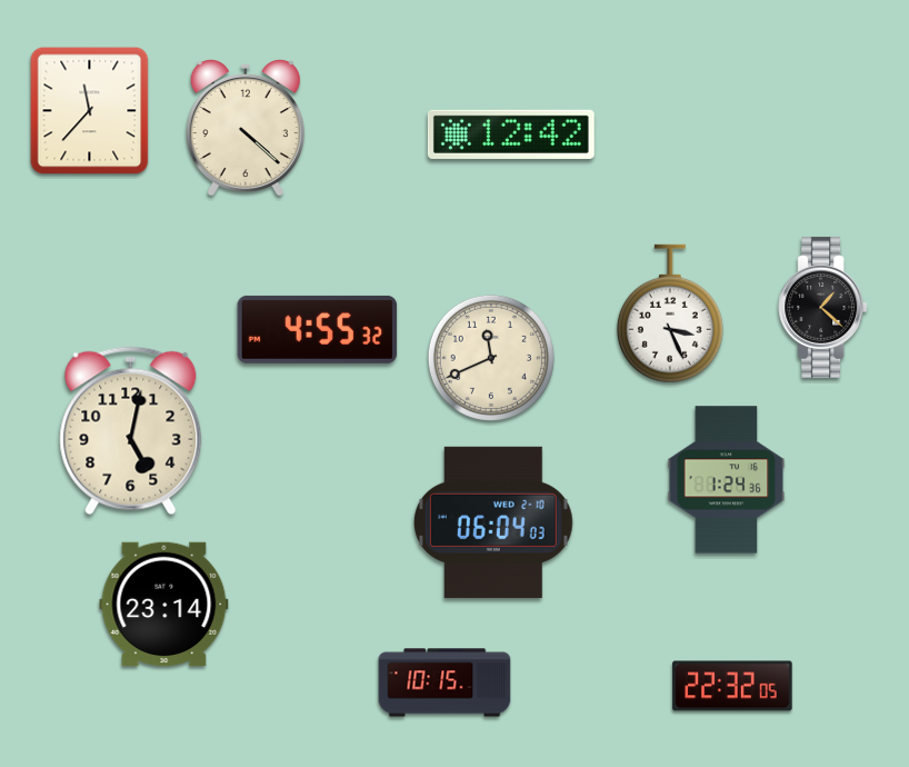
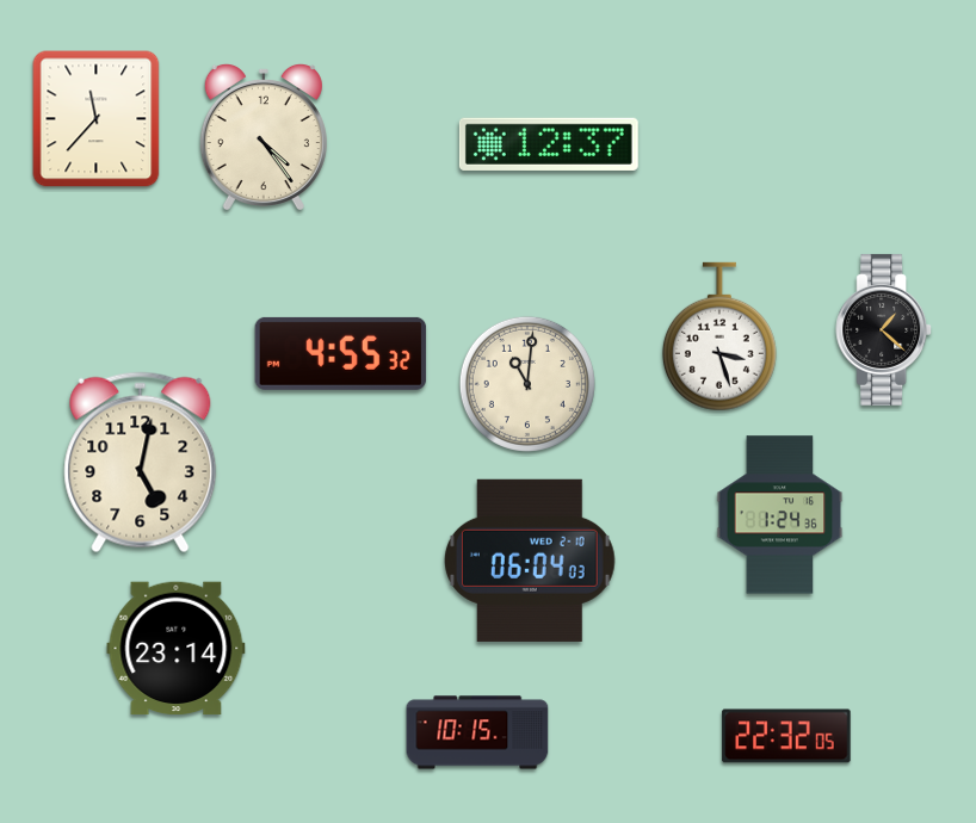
clock at (246, 128): 4:22 -> 4:24
clock at (511, 135): 12:42 -> 12:37
clock at (670, 313): 3:26 -> 3:27
clock at (491, 358): 11:41 -> 11:01
